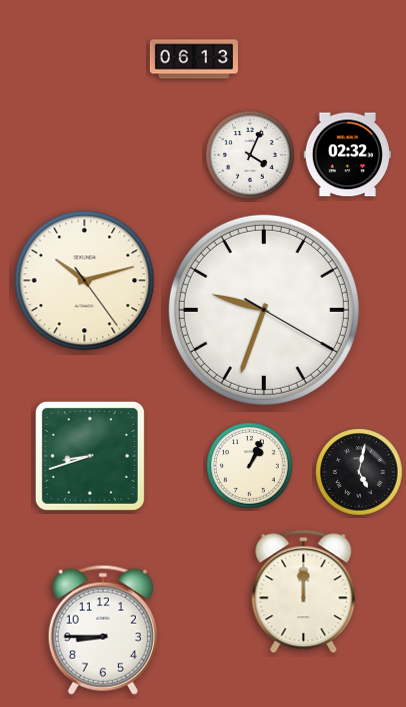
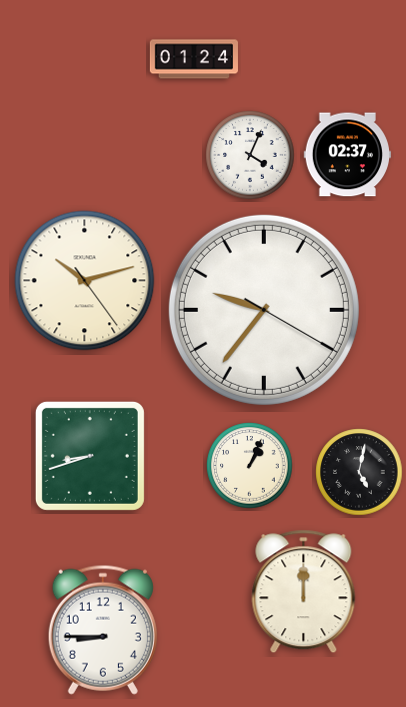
clock at (194, 59): 06:13 -> 01:24
clock at (347, 155): 02:32 -> 02:37
clock at (264, 310): 9:33 -> 9:36
